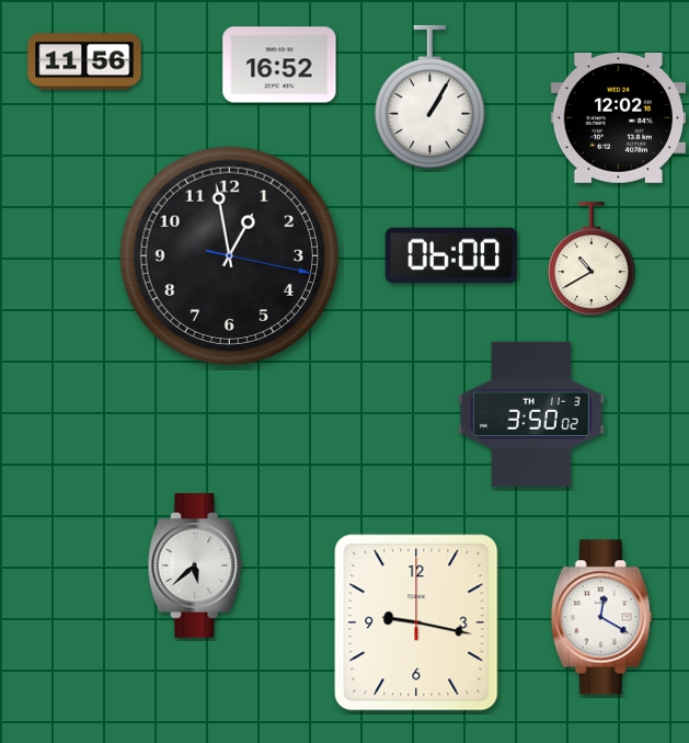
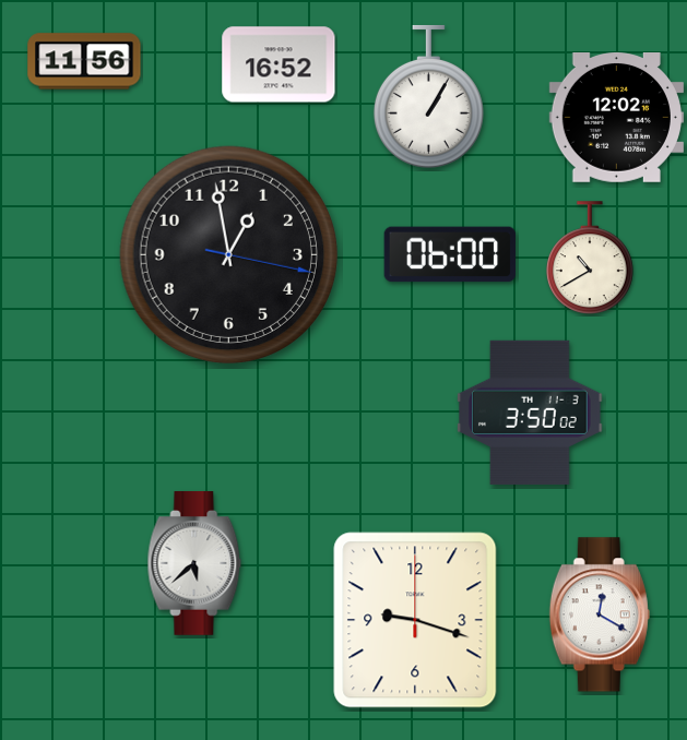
clock at (416, 622): 9:17 -> 9:18
